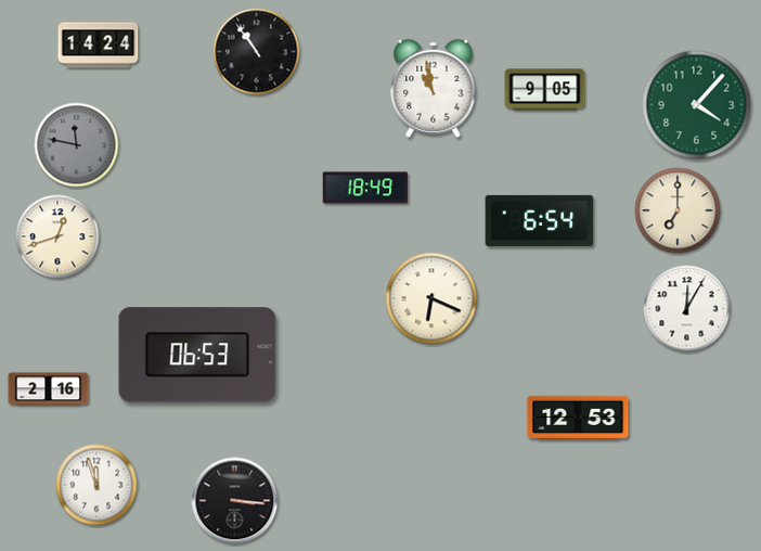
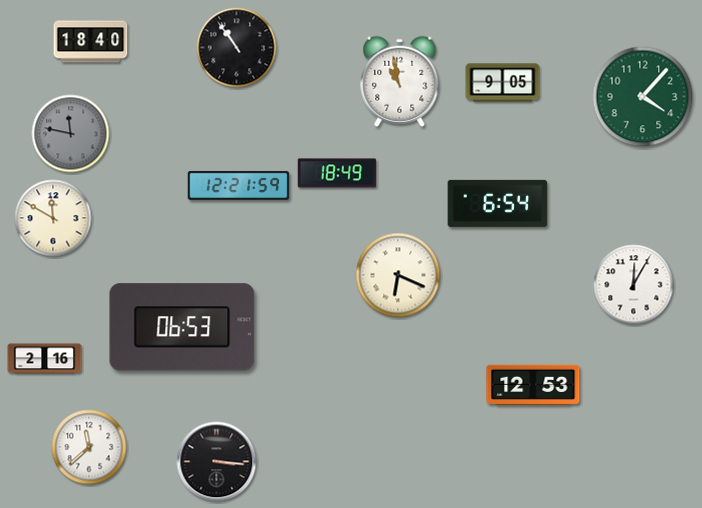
clock at (99, 46): 14:24 -> 18:40
clock at (239, 185): none -> 12:21
clock at (678, 210): 7:00 -> none
clock at (57, 236): 12:42 -> 11:50
clock at (96, 485): 11:57 -> 11:38
